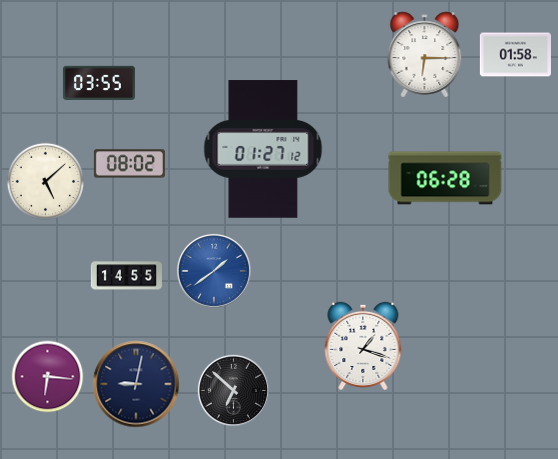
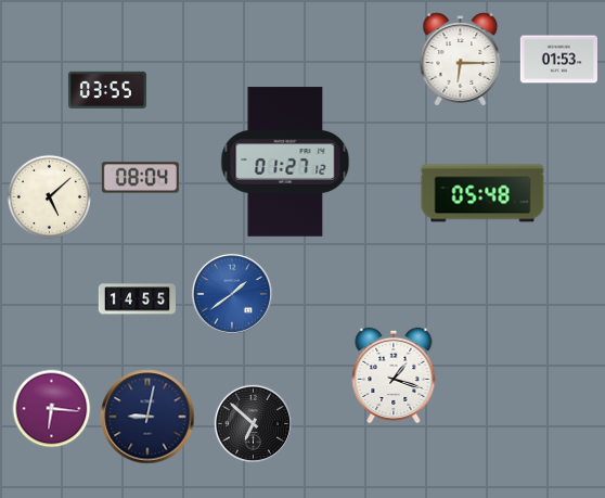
clock at (515, 55): 01:58 -> 01:53
clock at (129, 164): 08:02 -> 08:04
clock at (445, 178): 06:28 -> 05:48
